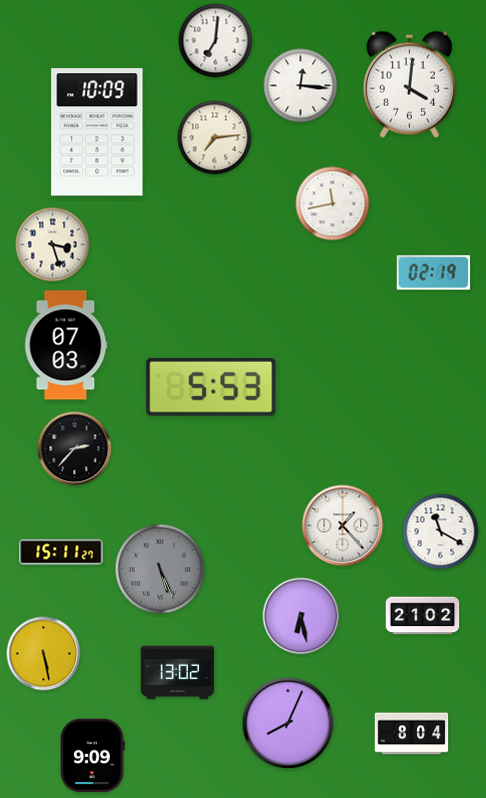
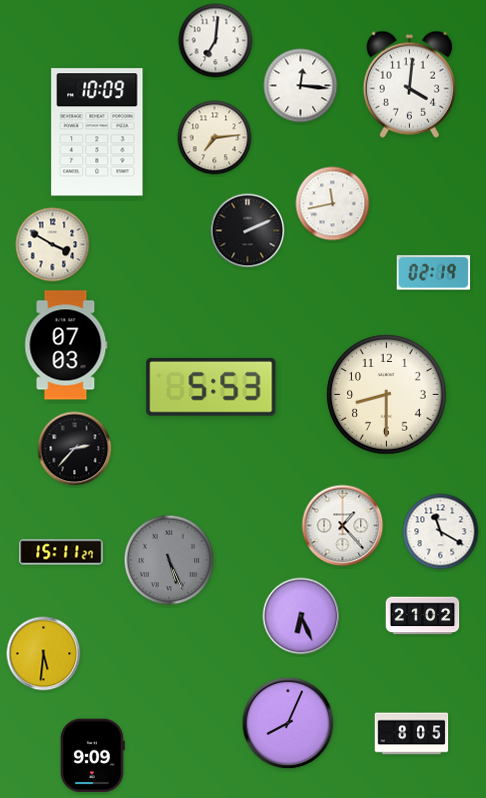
clock at (248, 231): none -> 2:11
clock at (53, 245): 3:27 -> 3:50
clock at (387, 395): none -> 8:30
clock at (160, 569) position: (160, 569) -> (169, 560)
clock at (301, 616): 6:28 -> 6:26
clock at (44, 654): 5:28 -> 5:31
clock at (178, 673): 13:02 -> none
clock at (412, 734): 8:04 -> 8:05
